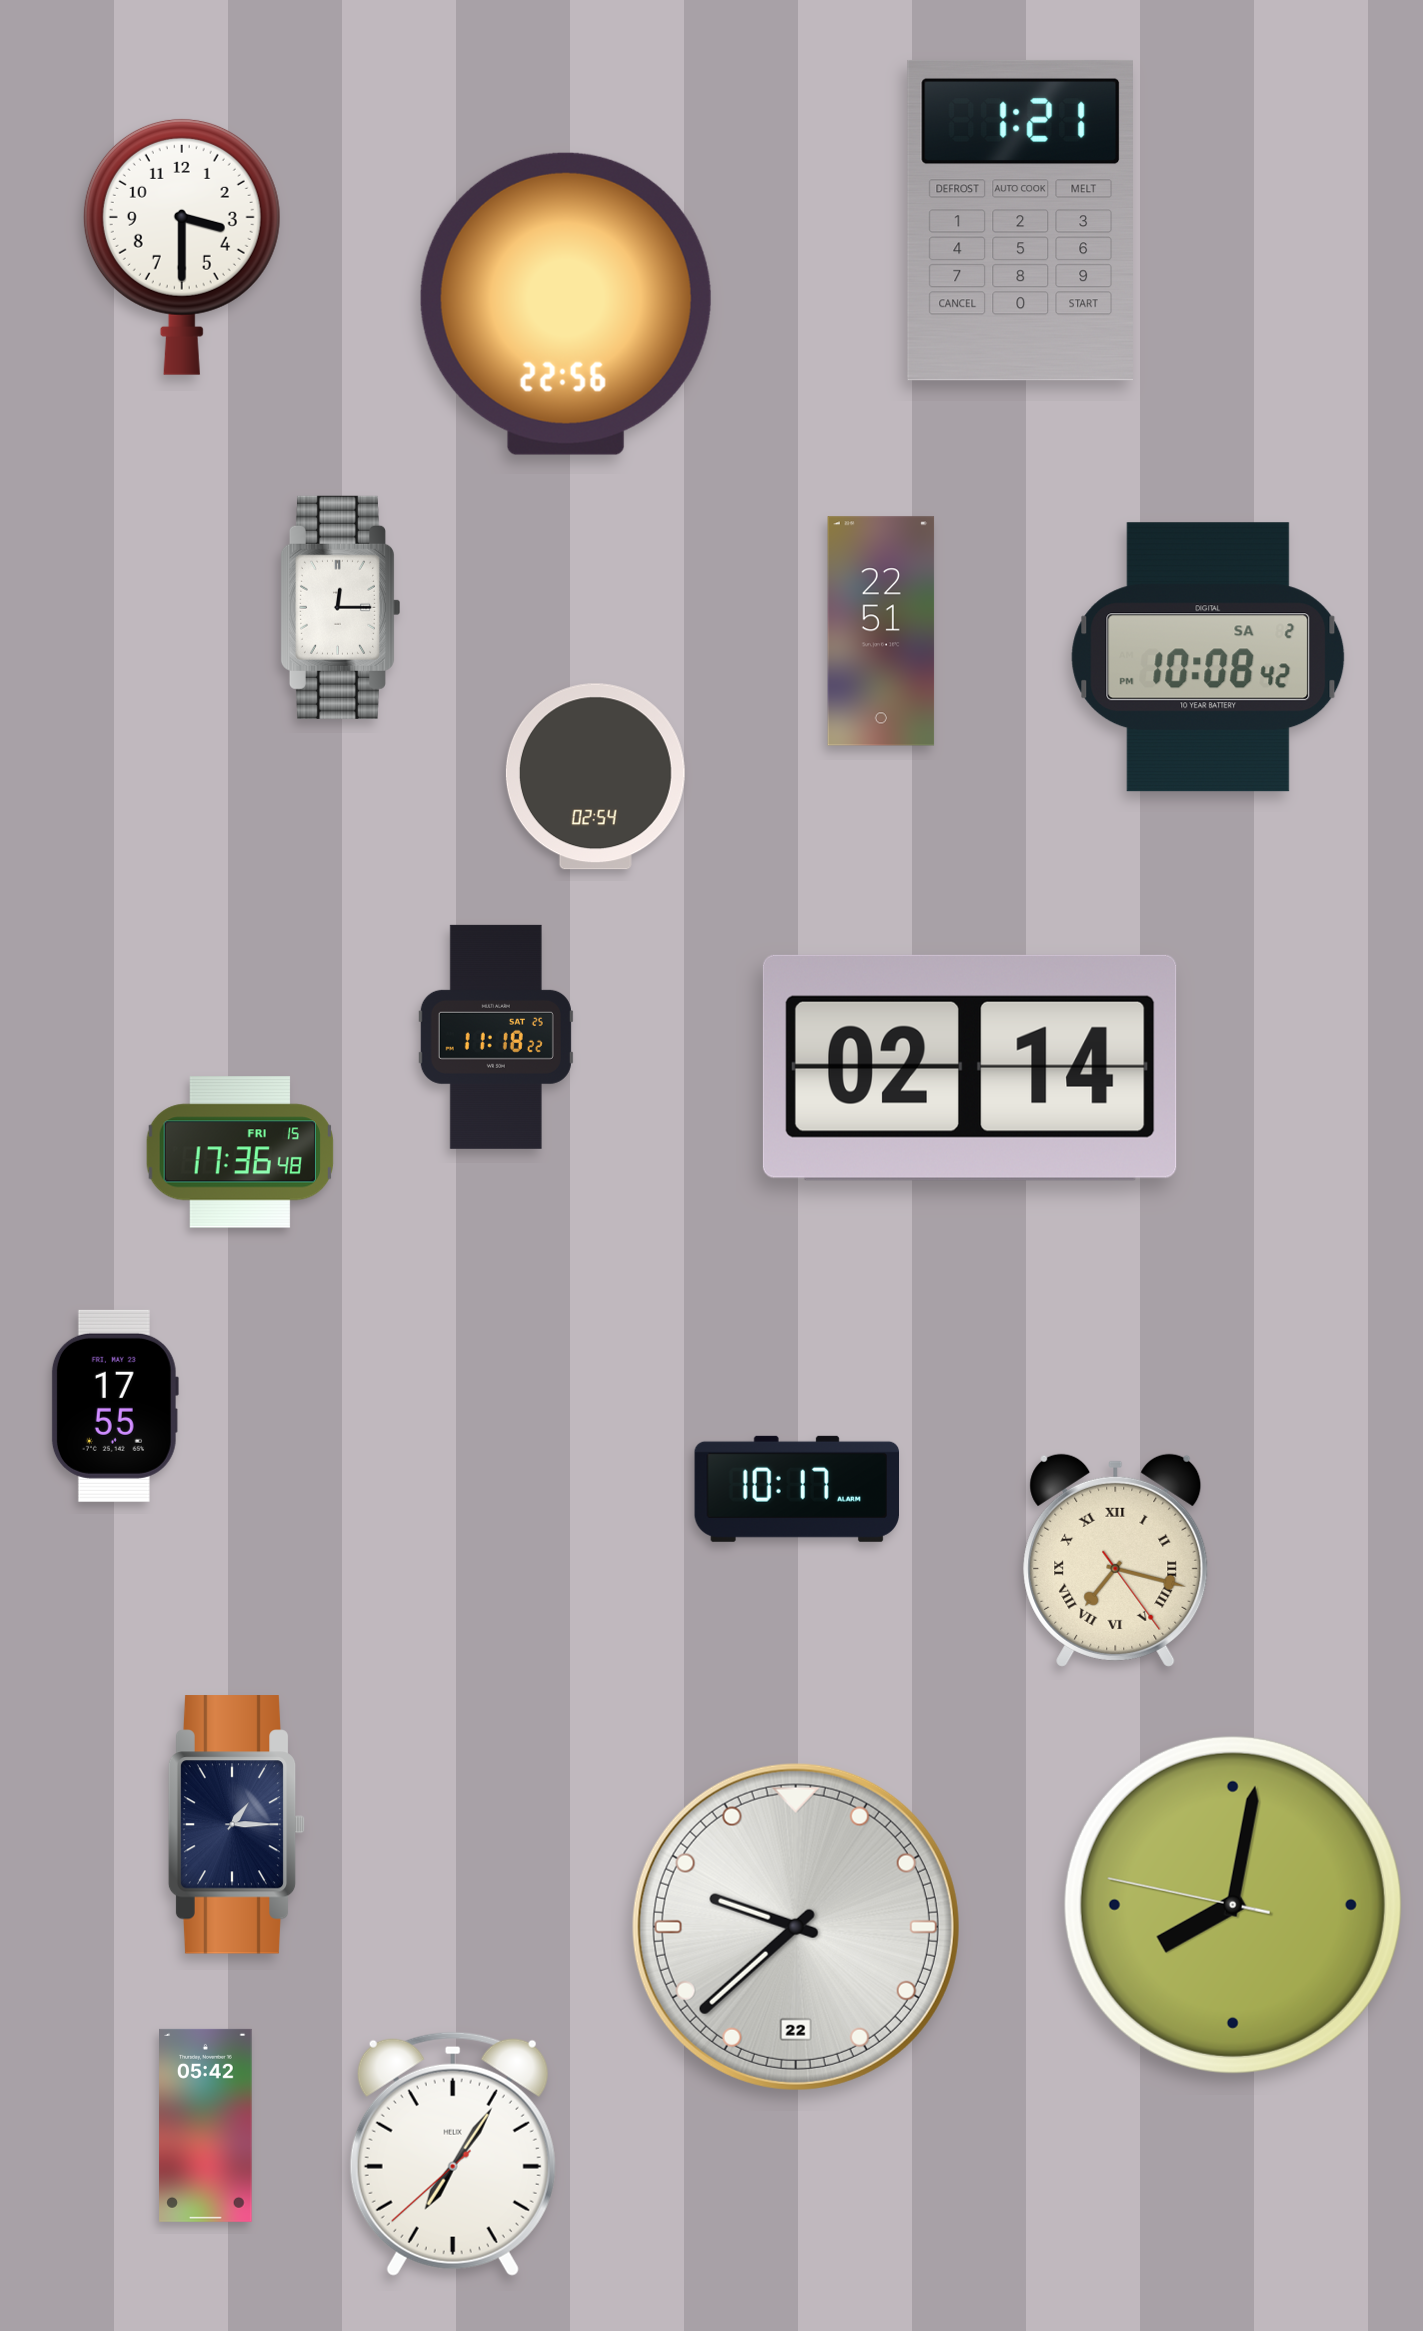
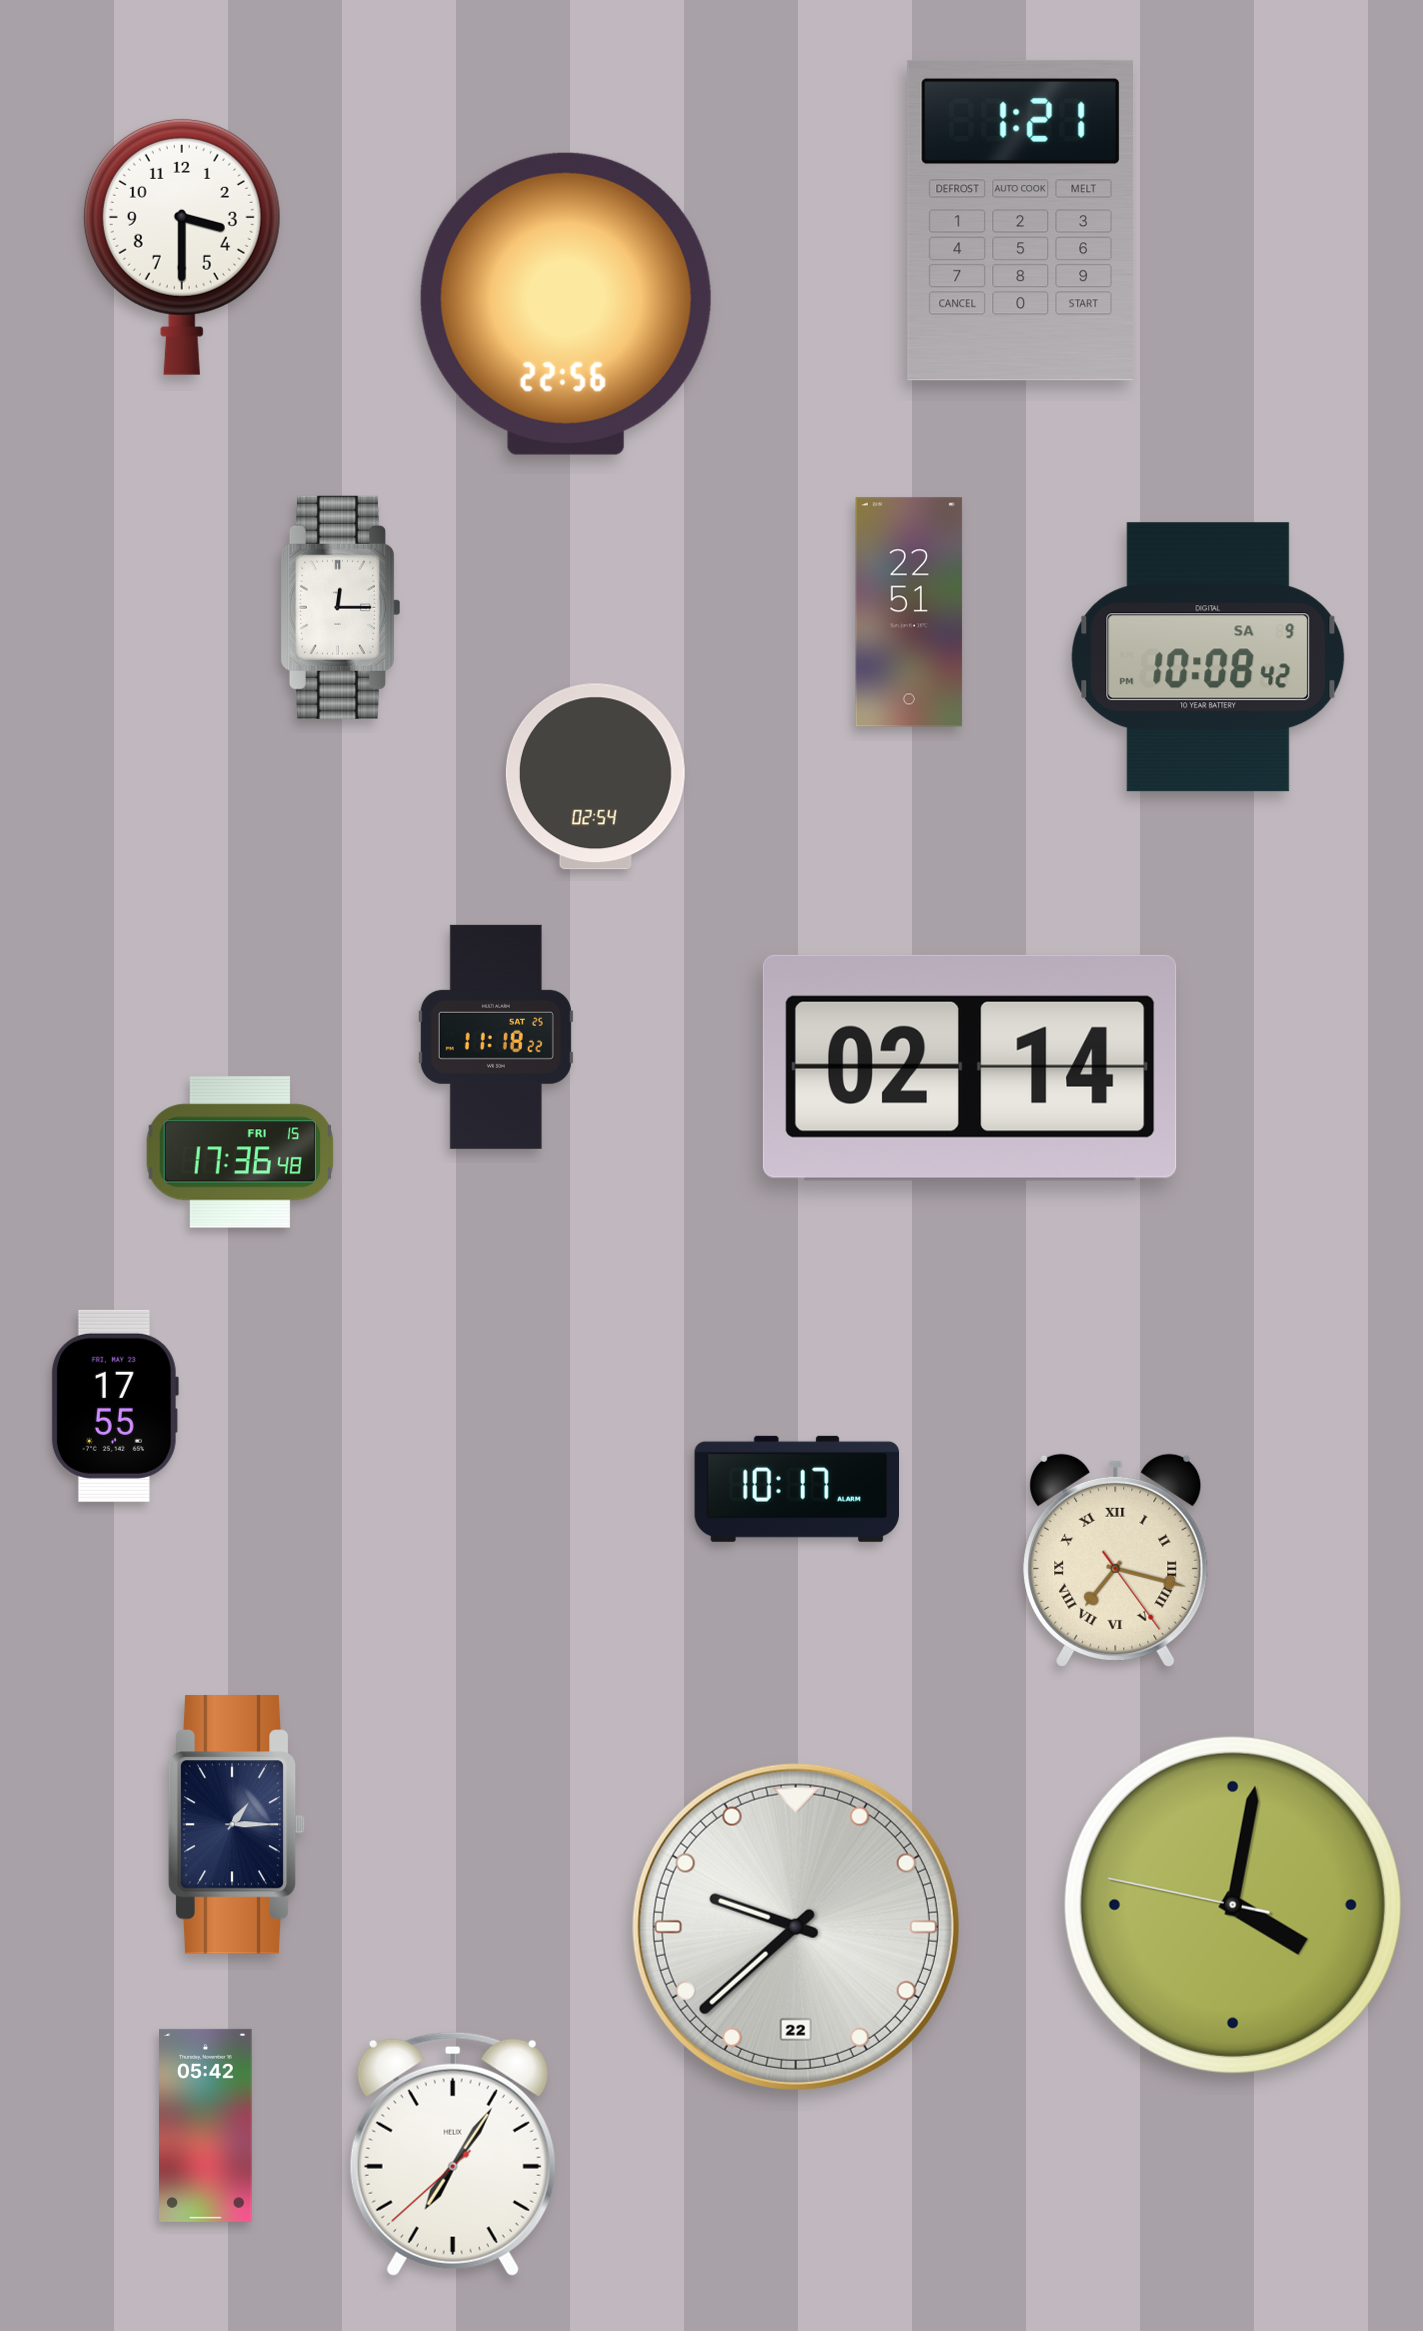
clock at (881, 631) position: (881, 631) -> (909, 612)
clock at (1208, 657) date: SA 2 -> SA 9
clock at (1233, 1905): 8:01 -> 4:01
